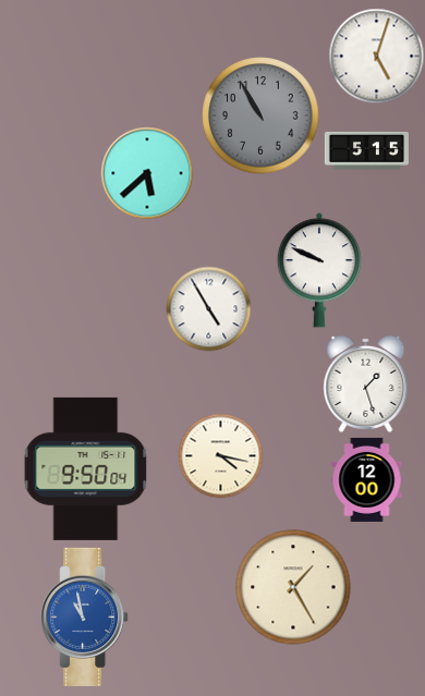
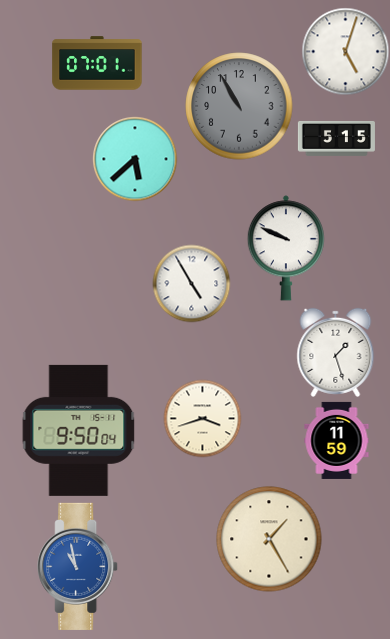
clock at (97, 63): none -> 07:01
clock at (319, 270) position: (319, 270) -> (286, 248)
clock at (220, 455): 4:17 -> 3:42
clock at (367, 479): 12:00 -> 11:59
